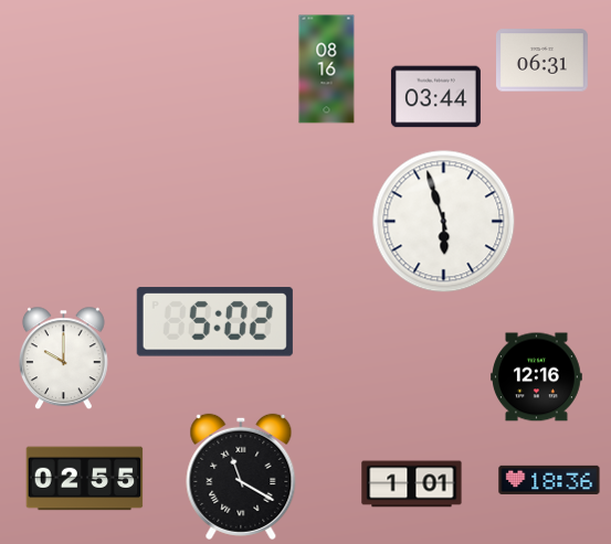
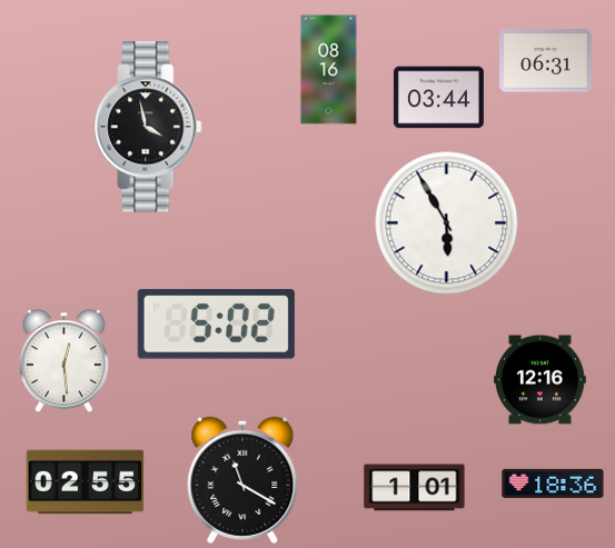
clock at (148, 127): none -> 3:58
clock at (444, 222): 5:57 -> 5:55
clock at (63, 359): 10:00 -> 12:29
